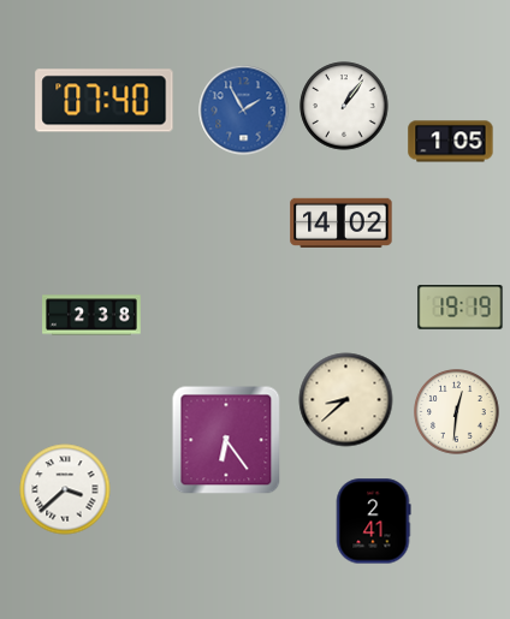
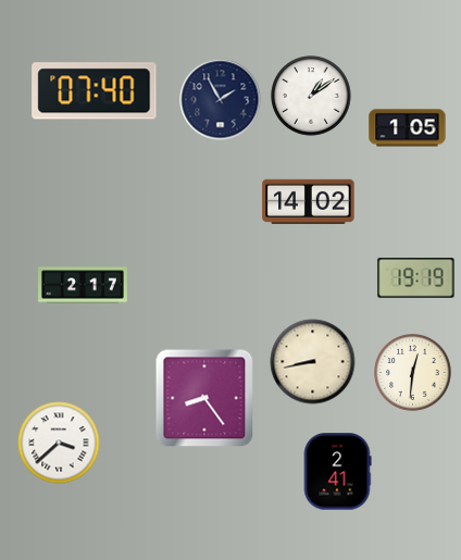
clock at (344, 106): 1:06 -> 1:09
clock at (244, 111) dial: blue -> navy
clock at (93, 315): 2:38 -> 2:17
clock at (346, 400): 8:38 -> 8:43
clock at (226, 440): 6:24 -> 8:24
